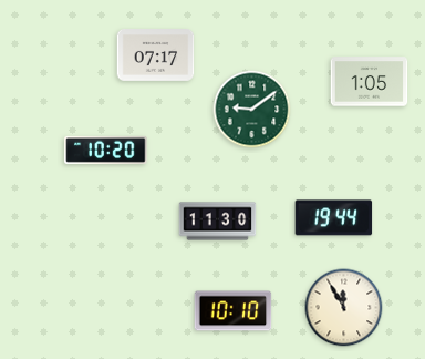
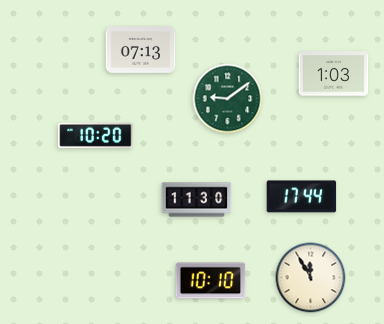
clock at (156, 55): 07:17 -> 07:13
clock at (370, 82): 1:05 -> 1:03
clock at (334, 218): 19:44 -> 17:44
